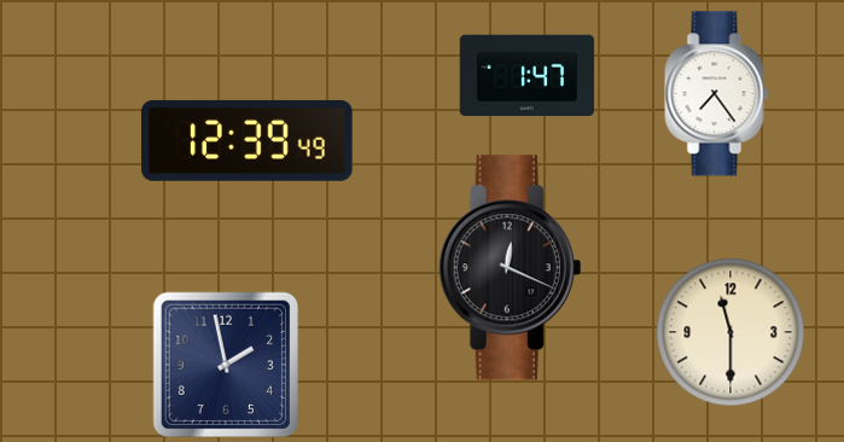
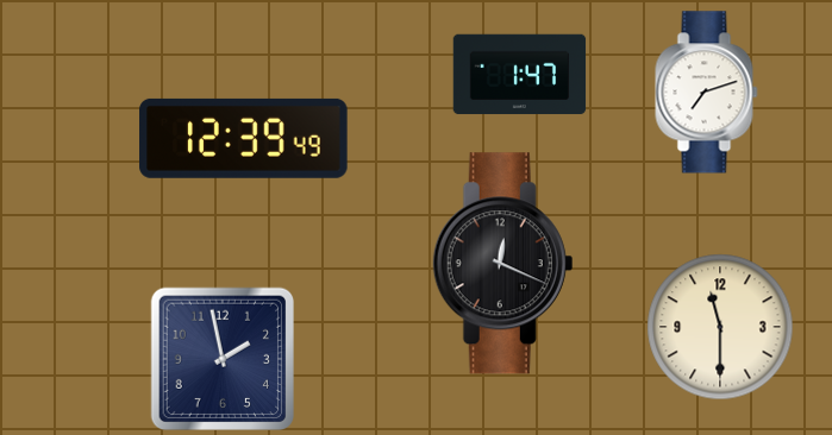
clock at (717, 94): 7:24 -> 7:12
